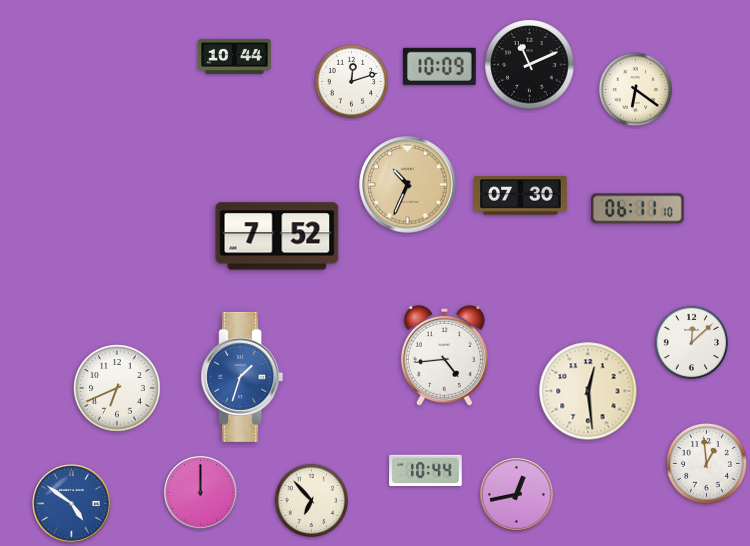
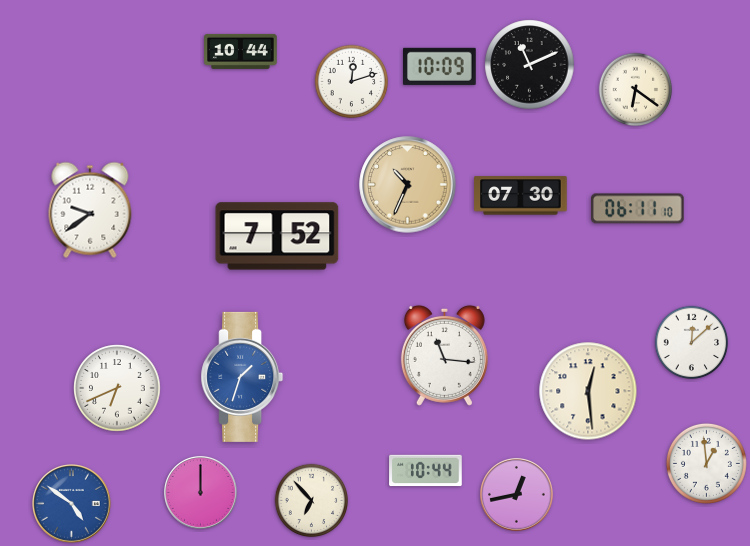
clock at (235, 56) position: (235, 56) -> (241, 51)
clock at (90, 210): none -> 9:39
clock at (444, 355): 4:44 -> 11:16
